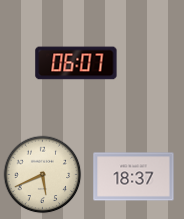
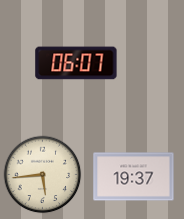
clock at (42, 174): 5:41 -> 5:44
clock at (134, 177): 18:37 -> 19:37
